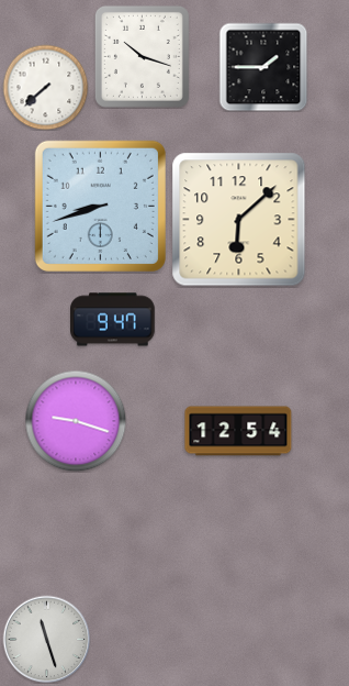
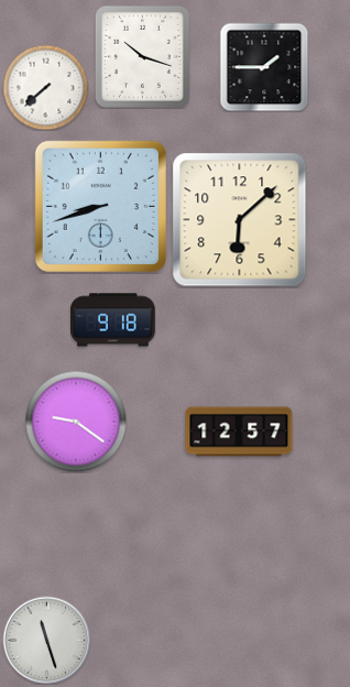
clock at (113, 320): 9:47 -> 9:18
clock at (76, 421): 9:18 -> 9:21
clock at (238, 431): 12:54 -> 12:57
